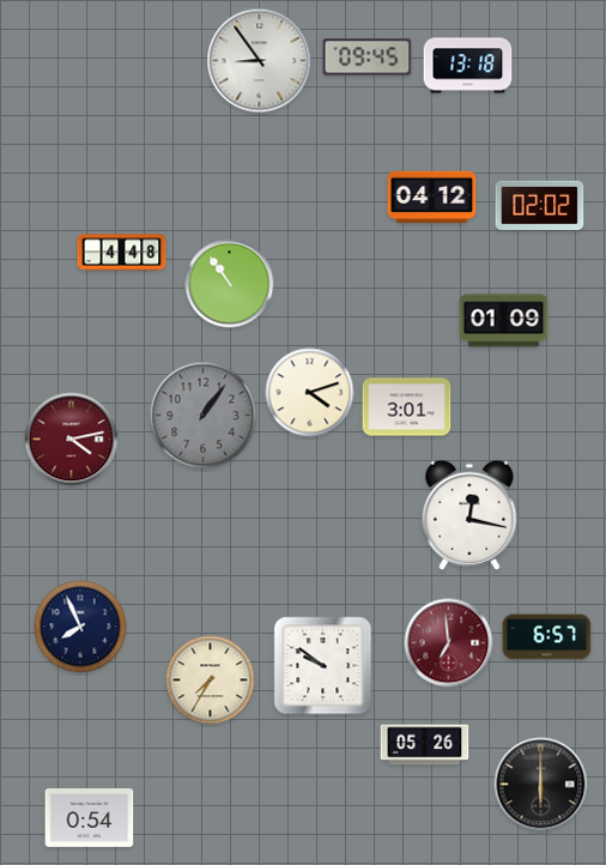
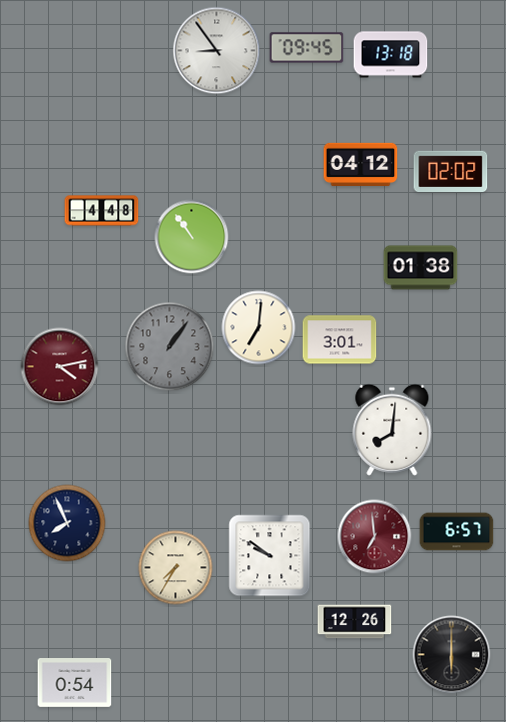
clock at (504, 321): 01:09 -> 01:38
clock at (310, 393): 4:12 -> 7:01
clock at (469, 515): 12:17 -> 8:01
clock at (425, 745): 05:26 -> 12:26
